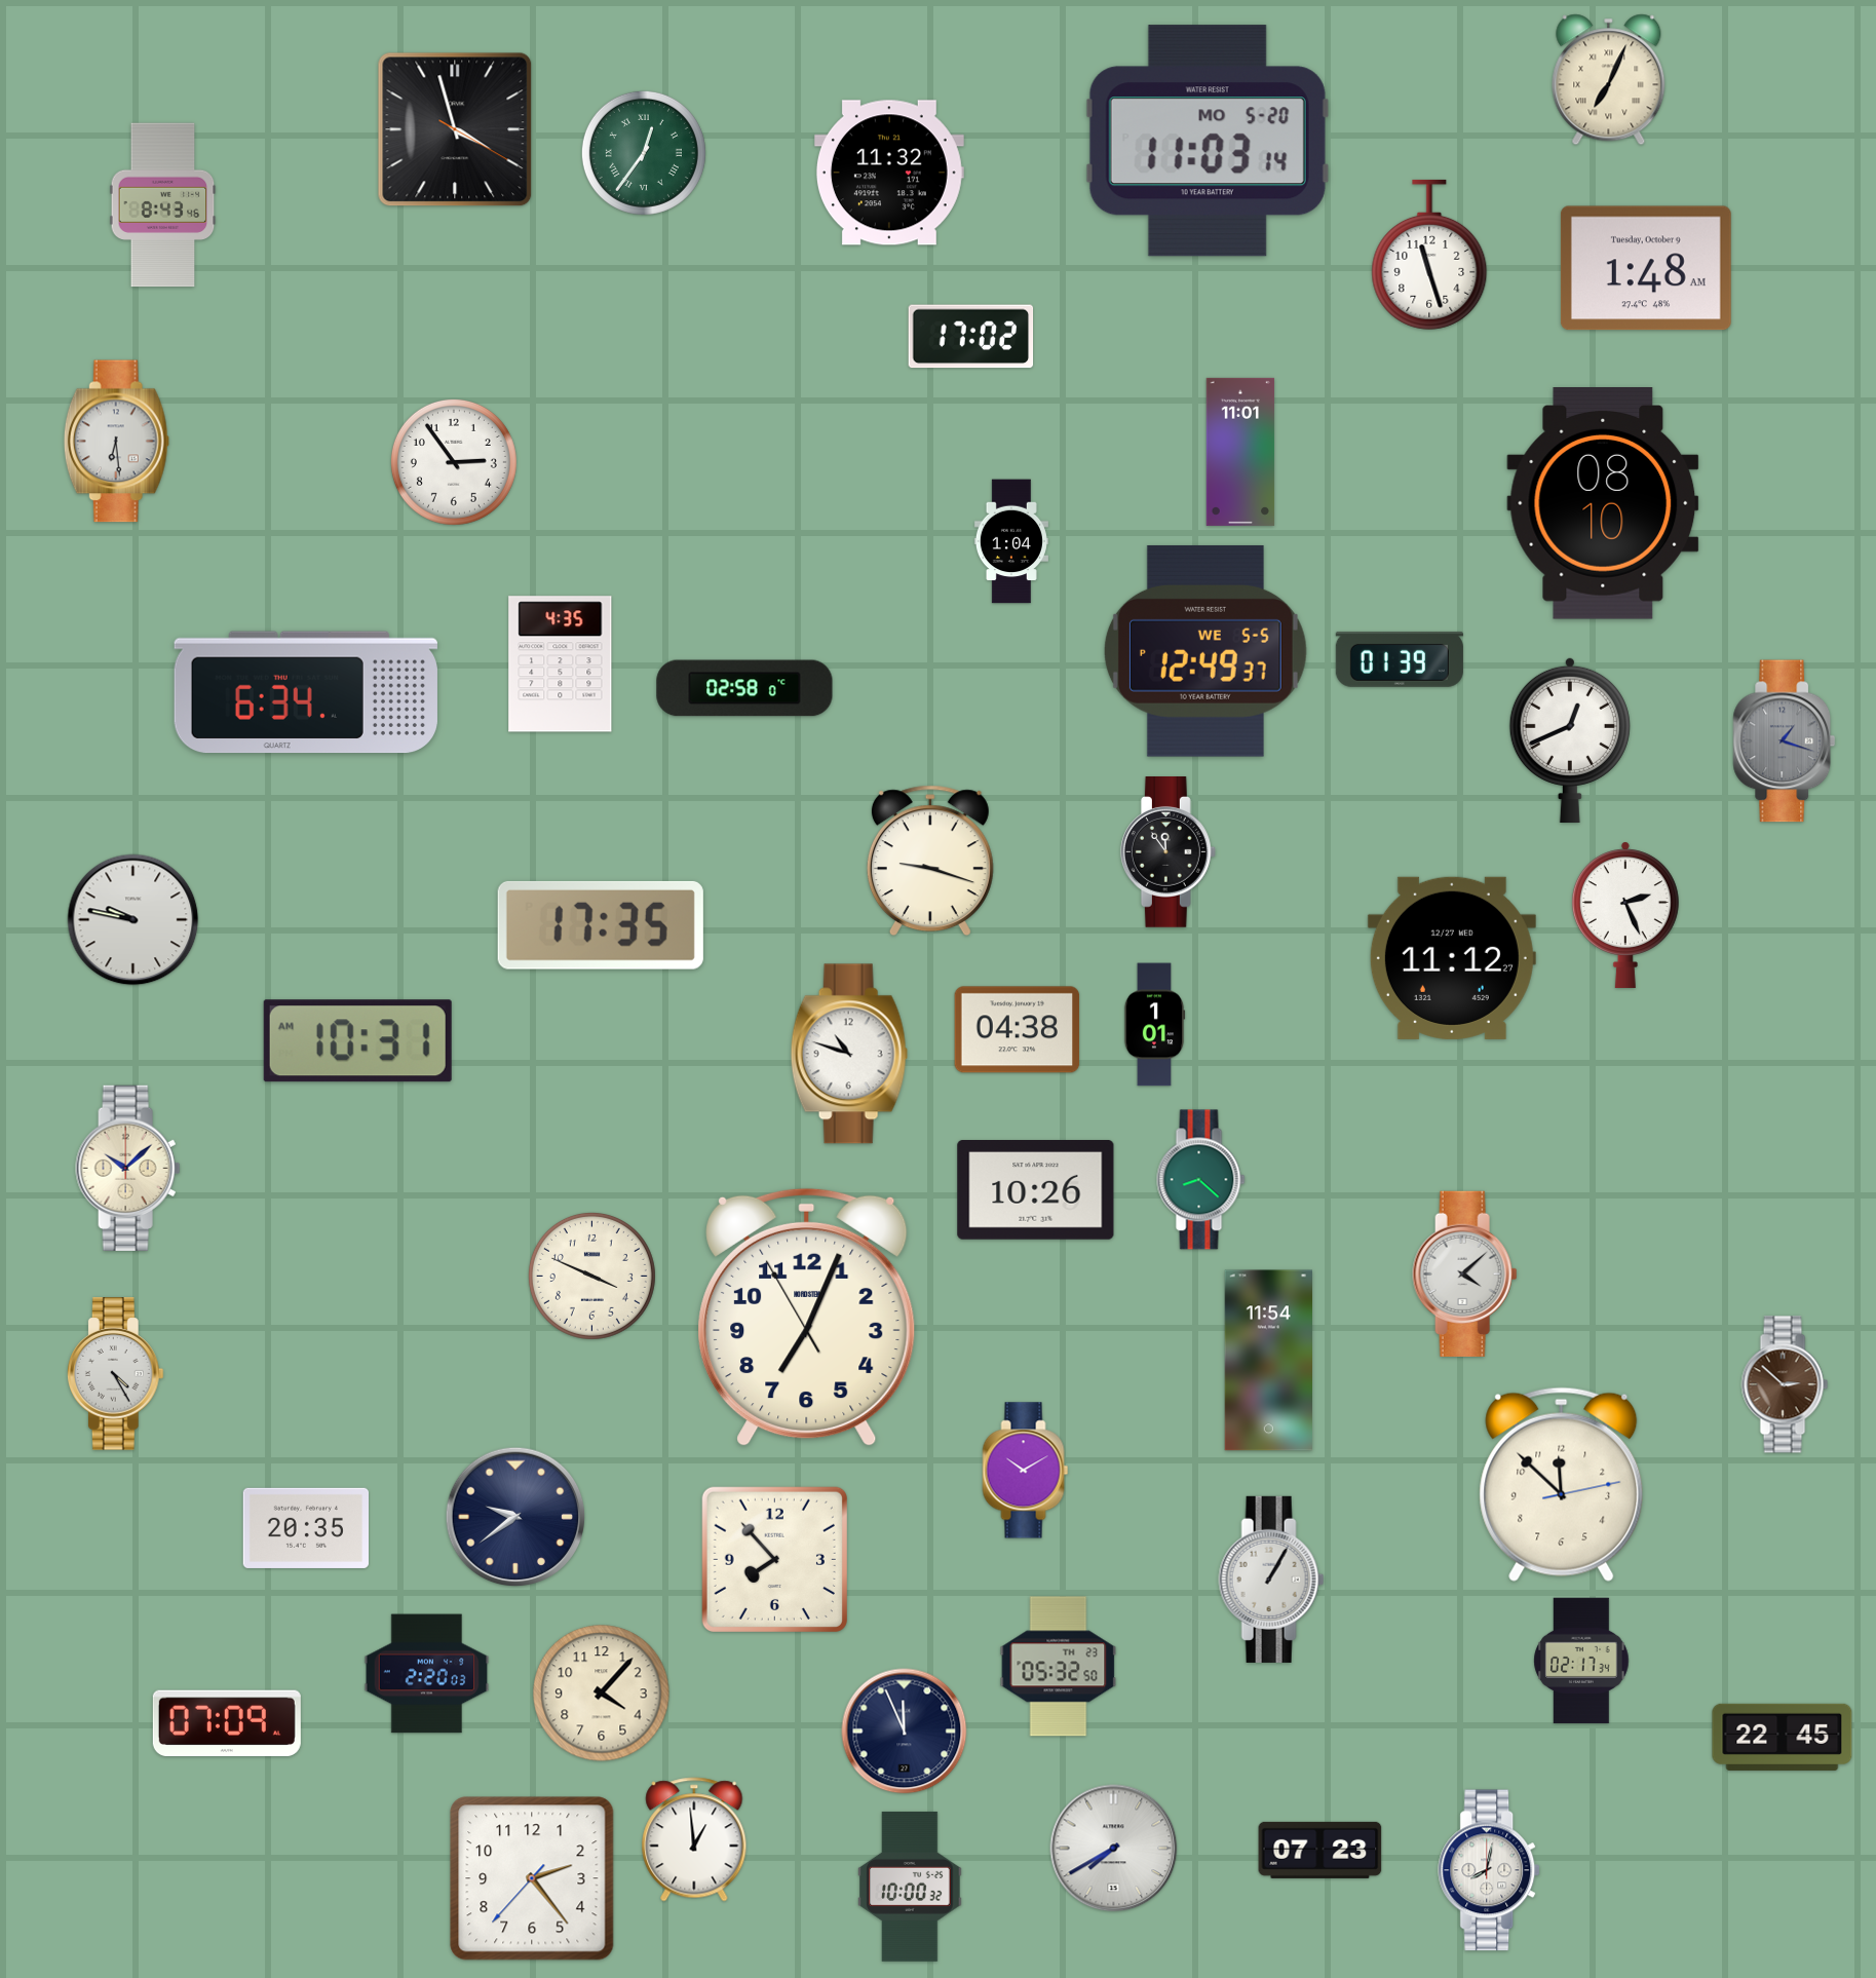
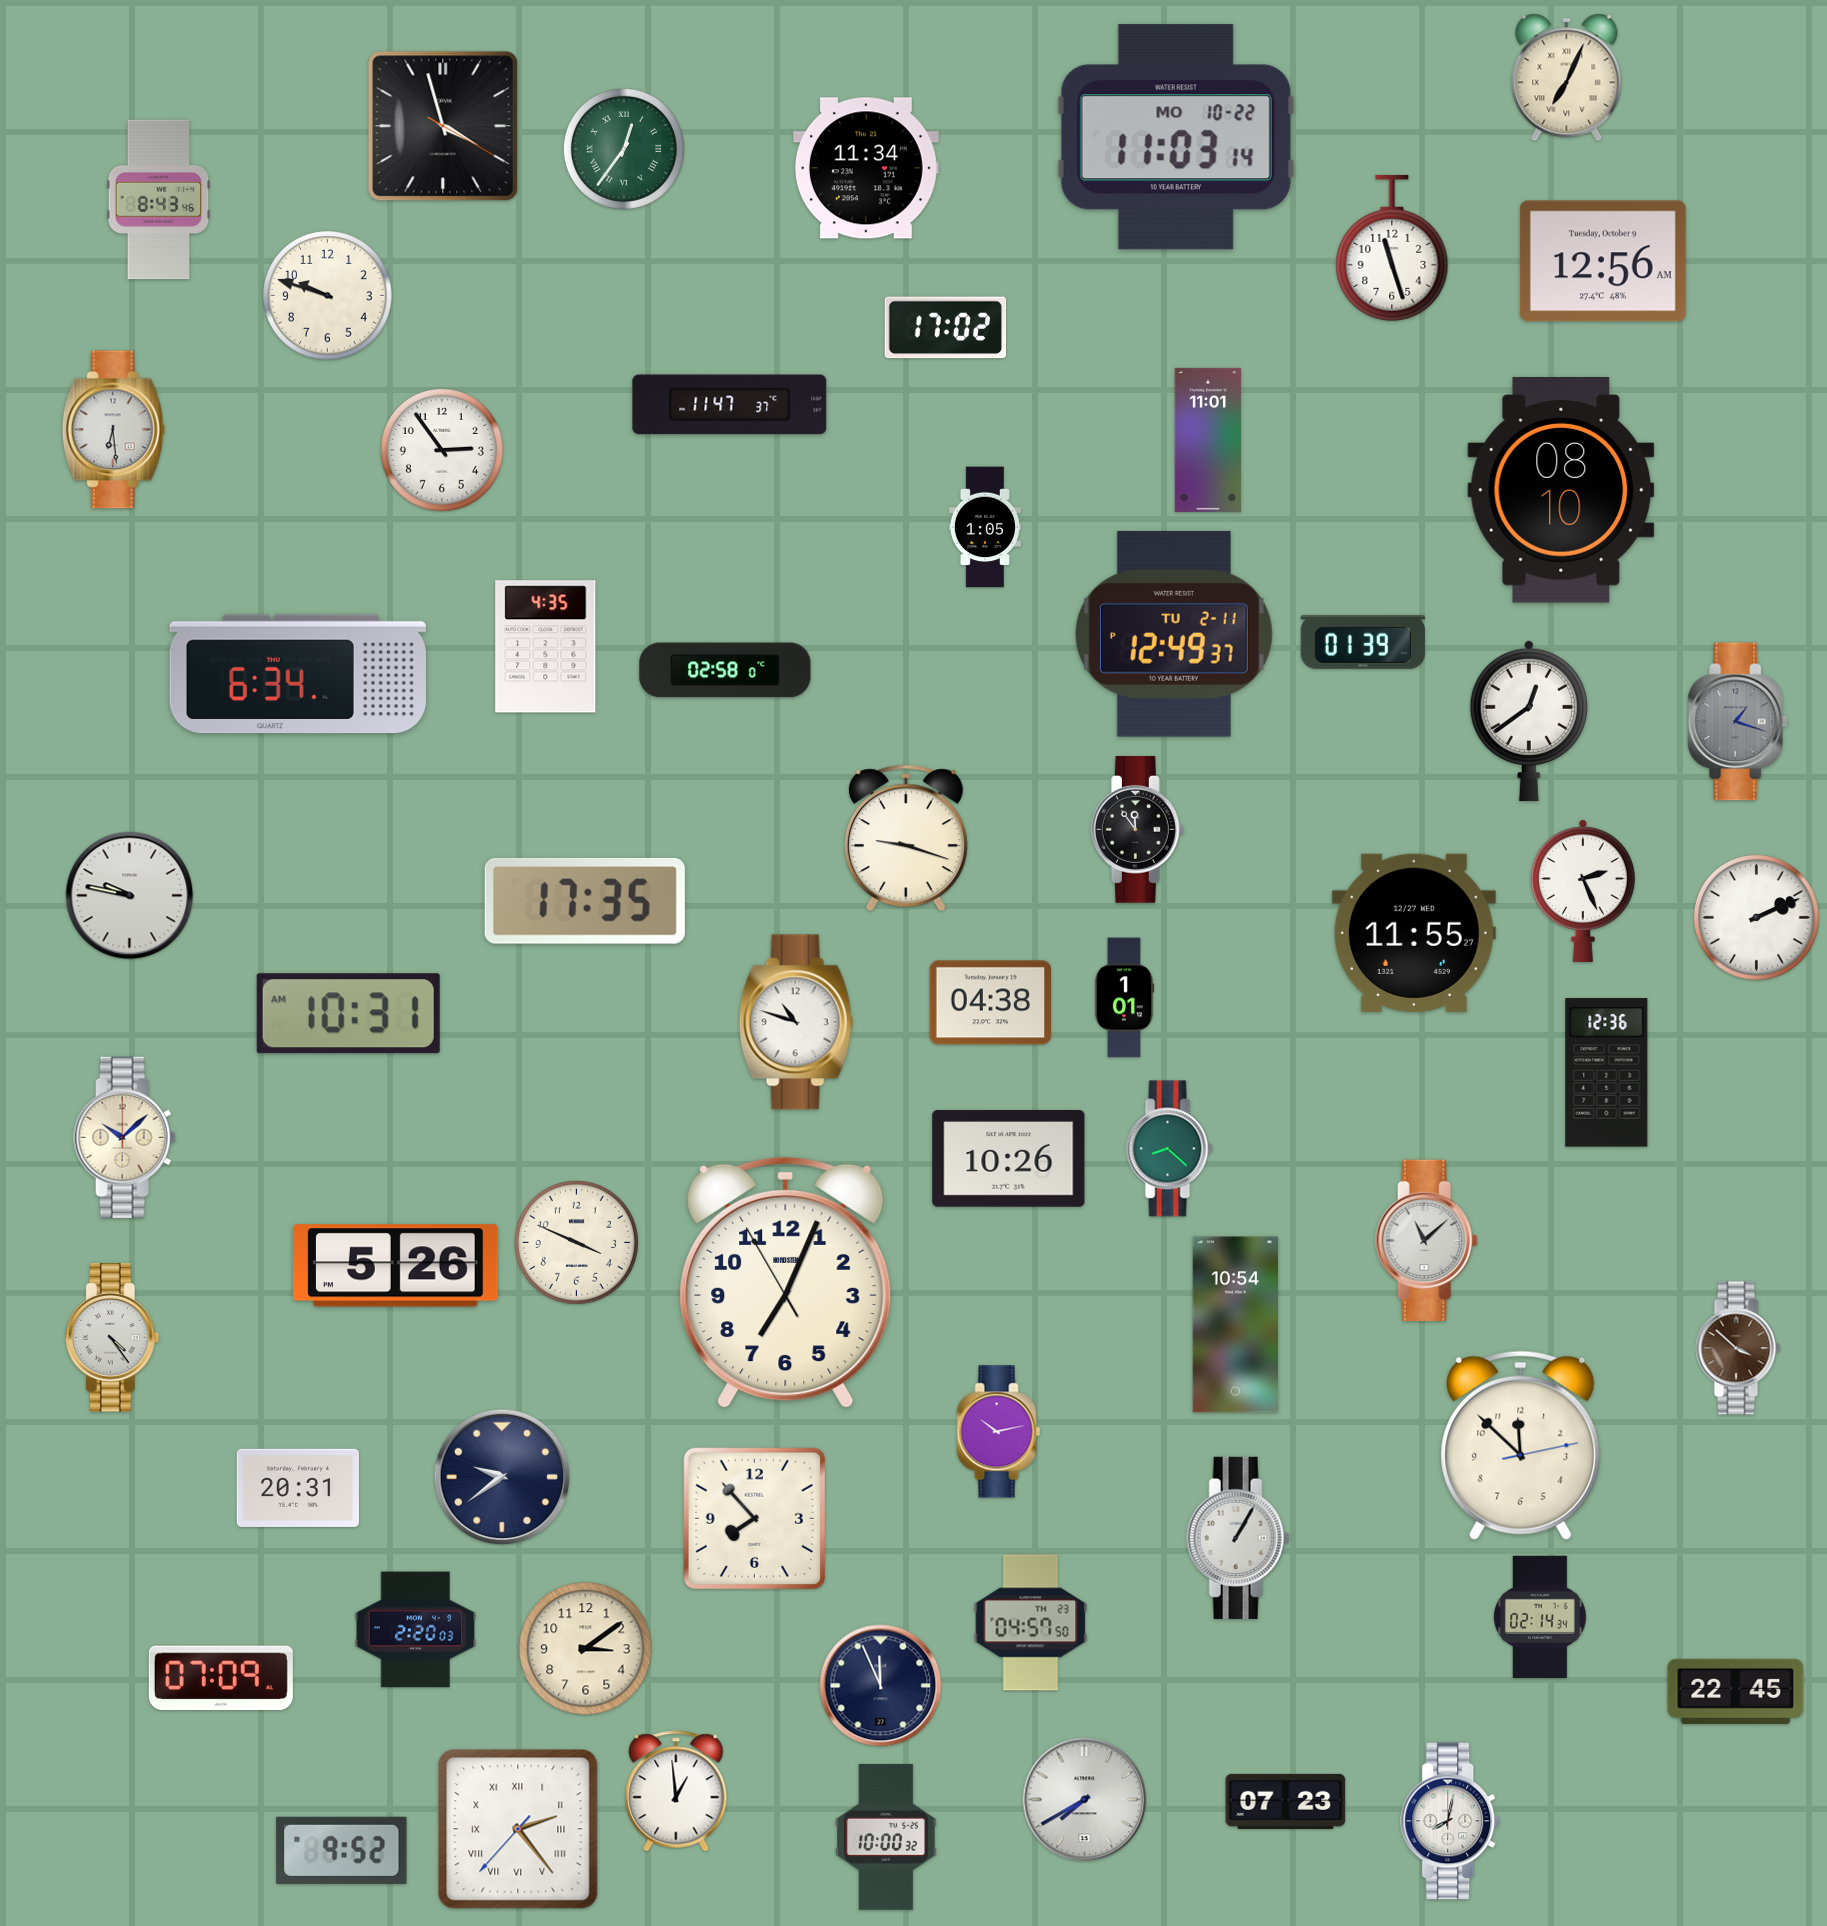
clock at (1208, 141) date: MO 5-20 -> MO 10-22
clock at (644, 153) position: (644, 153) -> (624, 149)
clock at (889, 173): 11:32 -> 11:34
clock at (1646, 268): 1:48 -> 12:56
clock at (328, 296): none -> 9:48
clock at (730, 405): none -> 11:47
clock at (1011, 541): 1:04 -> 1:05
clock at (1205, 651) date: WE 5-5 -> TU 2-11
clock at (1570, 739): 12:41 -> 12:39
clock at (1756, 917): none -> 2:11
clock at (1452, 958): 11:12 -> 11:55
clock at (849, 1054) position: (849, 1054) -> (796, 1022)
clock at (1607, 1073): none -> 12:36
clock at (1465, 1273): 4:08 -> 11:08
clock at (395, 1266): none -> 5:26
clock at (1268, 1361): 11:54 -> 10:54
clock at (115, 1374): 4:25 -> 4:24
clock at (1785, 1384): 2:52 -> 3:52
clock at (1026, 1471): 10:10 -> 10:13
clock at (305, 1528): 20:35 -> 20:31
clock at (1581, 1661): 02:17 -> 02:14
clock at (1059, 1667): 05:32 -> 04:57
clock at (602, 1694): 4:07 -> 3:09
clock at (532, 1878) numerals: Arabic -> Roman
clock at (342, 1850): none -> 9:52
